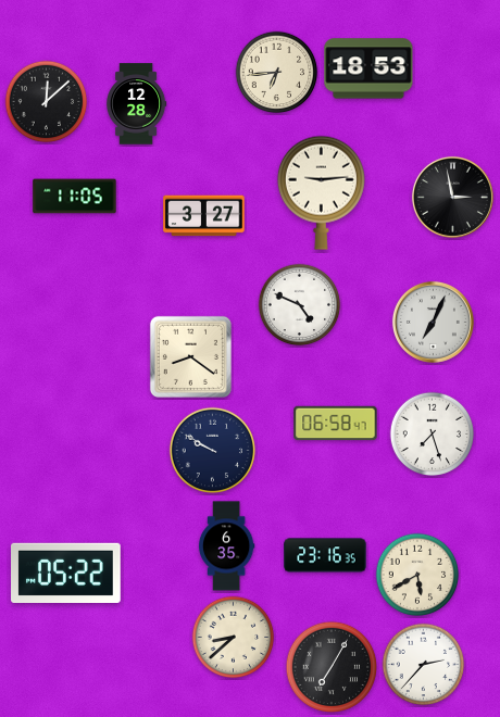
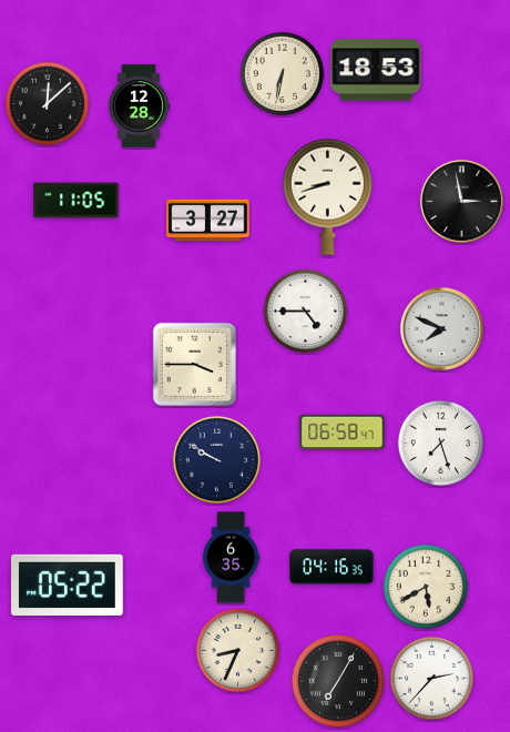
clock at (277, 73): 6:44 -> 6:32
clock at (321, 192): 9:14 -> 8:42
clock at (300, 305): 4:49 -> 4:45
clock at (433, 322): 7:04 -> 7:49
clock at (190, 356): 8:21 -> 3:45
clock at (325, 555): 23:16 -> 04:16
clock at (234, 638): 8:38 -> 8:34
